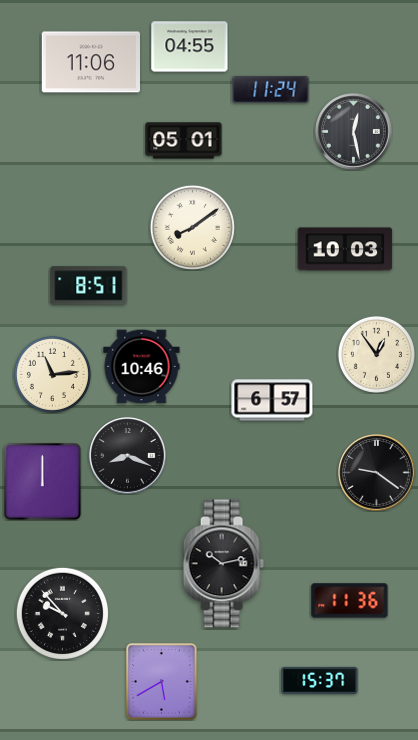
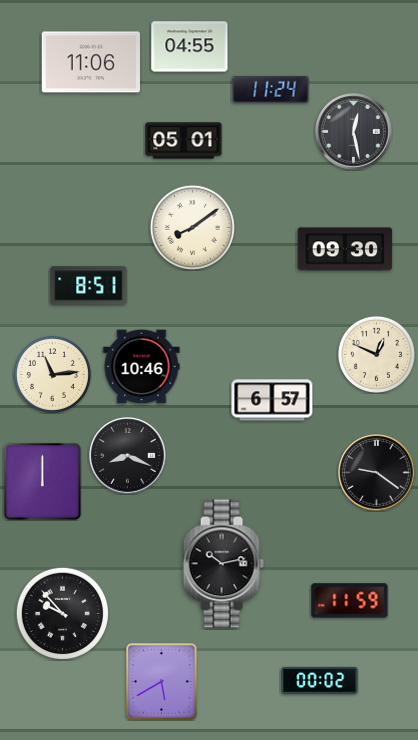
clock at (345, 249): 10:03 -> 09:30
clock at (376, 354): 12:54 -> 12:49
clock at (350, 601): 11:36 -> 11:59
clock at (320, 680): 15:37 -> 00:02
